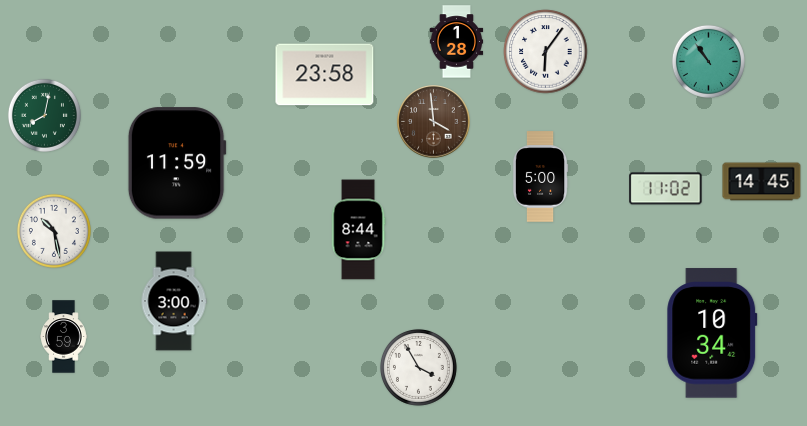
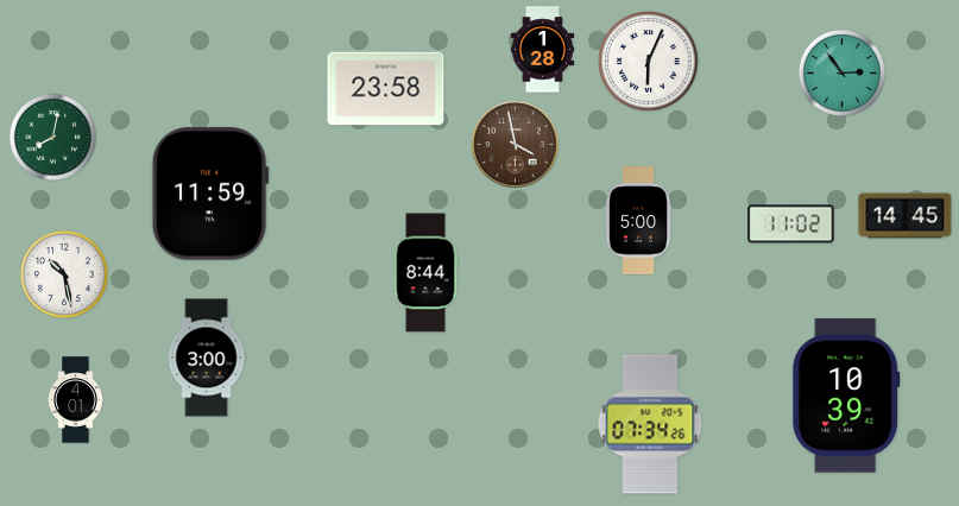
clock at (546, 52): 6:06 -> 6:04
clock at (708, 61): 10:54 -> 2:54
clock at (434, 122): 3:59 -> 3:58
clock at (540, 177) position: (540, 177) -> (638, 221)
clock at (712, 333): 10:34 -> 10:39
clock at (64, 337): 3:59 -> 4:01
clock at (650, 424): none -> 07:34
clock at (418, 367): 3:55 -> none
